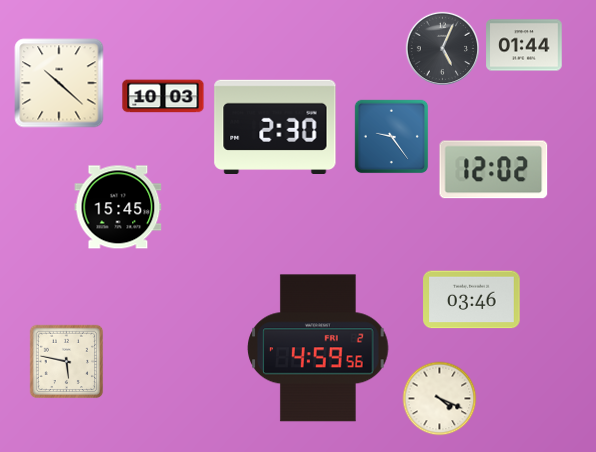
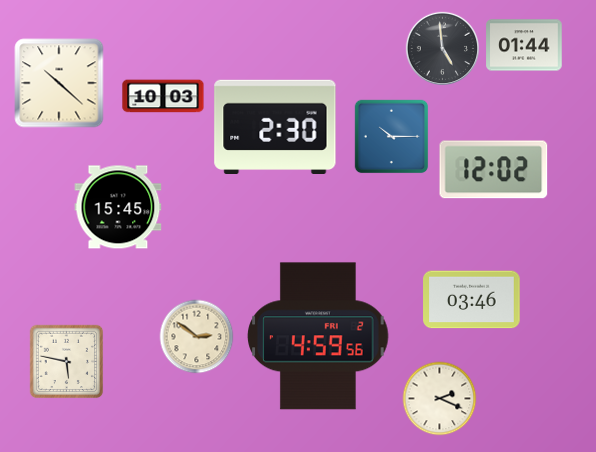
clock at (442, 48): 5:04 -> 4:59
clock at (392, 137): 9:24 -> 10:15
clock at (197, 337): none -> 2:51
clock at (318, 348) position: (318, 348) -> (318, 336)
clock at (440, 399): 4:19 -> 2:19
